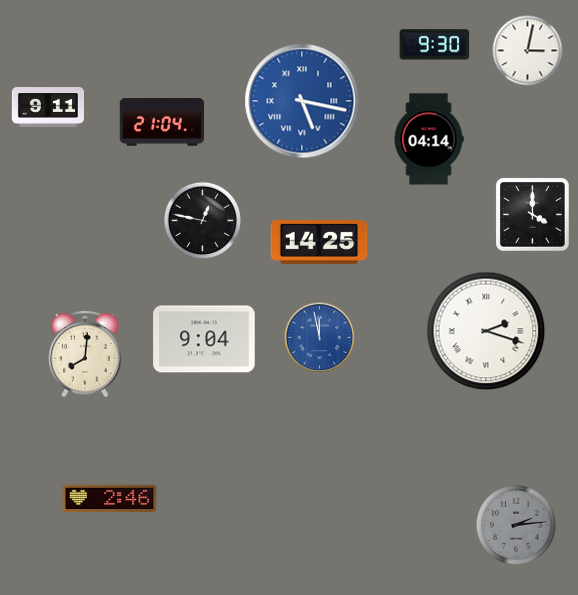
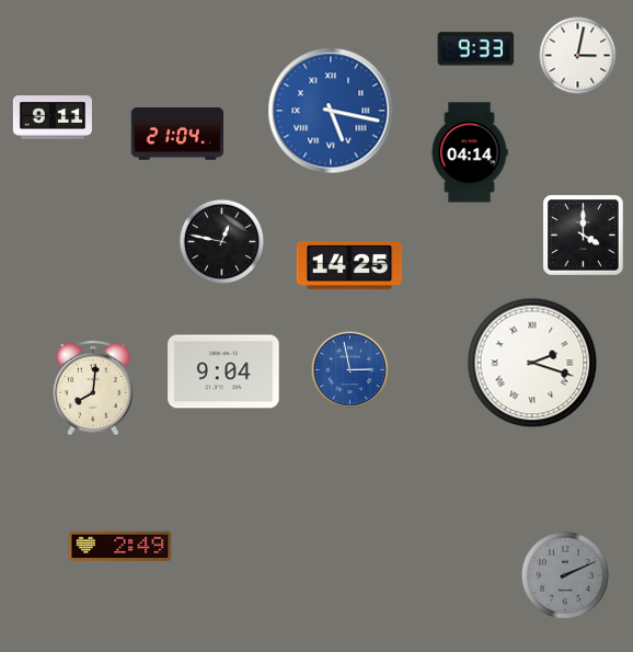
clock at (435, 45): 9:30 -> 9:33
clock at (320, 338): 11:58 -> 2:58
clock at (110, 499): 2:46 -> 2:49
clock at (516, 525): 2:14 -> 2:11
